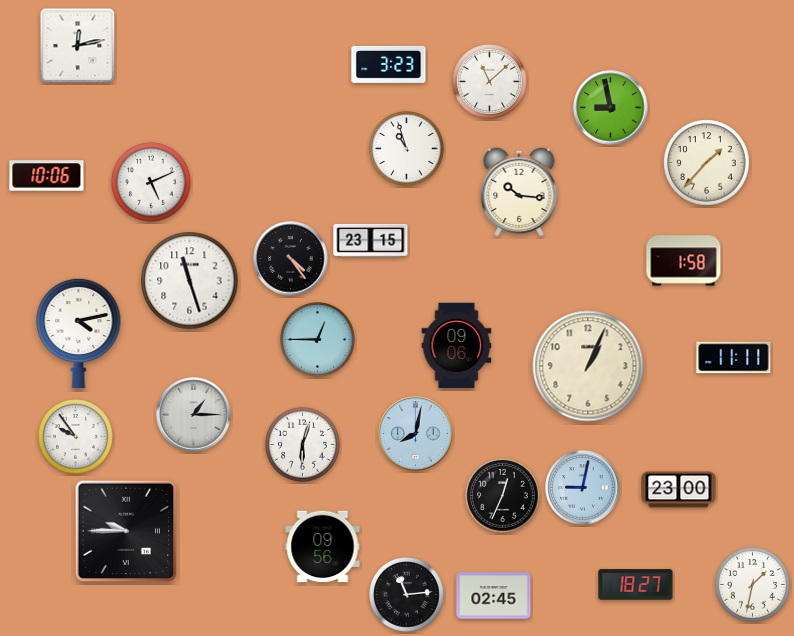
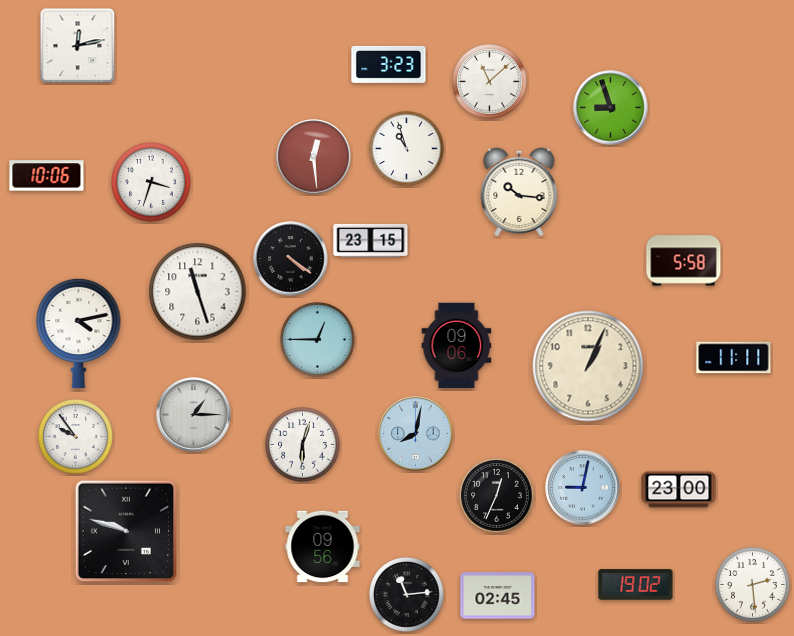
clock at (611, 108): 8:58 -> 8:57
clock at (314, 157): none -> 12:29
clock at (707, 163): 1:37 -> none
clock at (151, 182): 5:11 -> 3:33
clock at (291, 259): 4:24 -> 4:21
clock at (684, 261): 1:58 -> 5:58
clock at (190, 281) position: (190, 281) -> (198, 292)
clock at (503, 496) position: (503, 496) -> (497, 496)
clock at (126, 531): 9:45 -> 9:48
clock at (636, 585): 18:27 -> 19:02
clock at (753, 585): 1:32 -> 2:29
clock at (494, 596) position: (494, 596) -> (498, 596)
